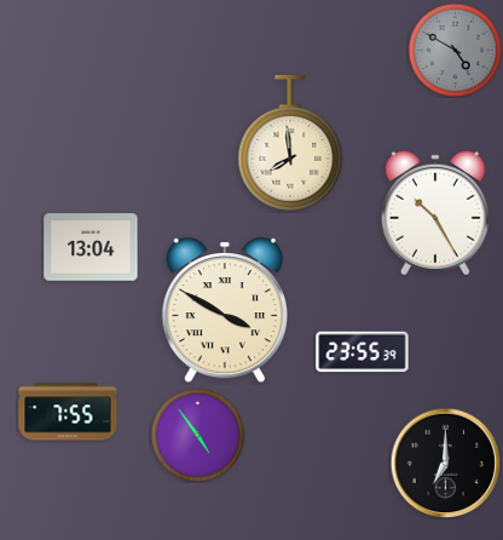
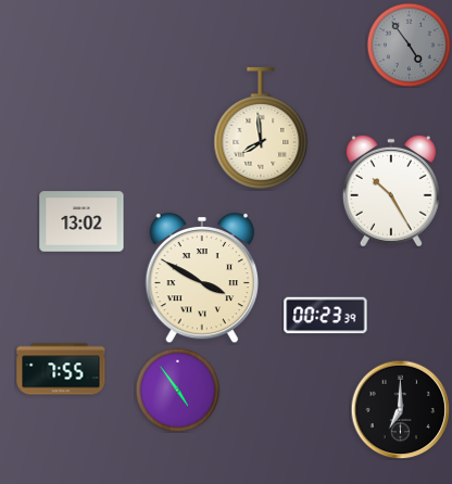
clock at (455, 50): 4:50 -> 4:54
clock at (91, 247): 13:04 -> 13:02
clock at (363, 352): 23:55 -> 00:23
clock at (445, 463) position: (445, 463) -> (400, 409)
